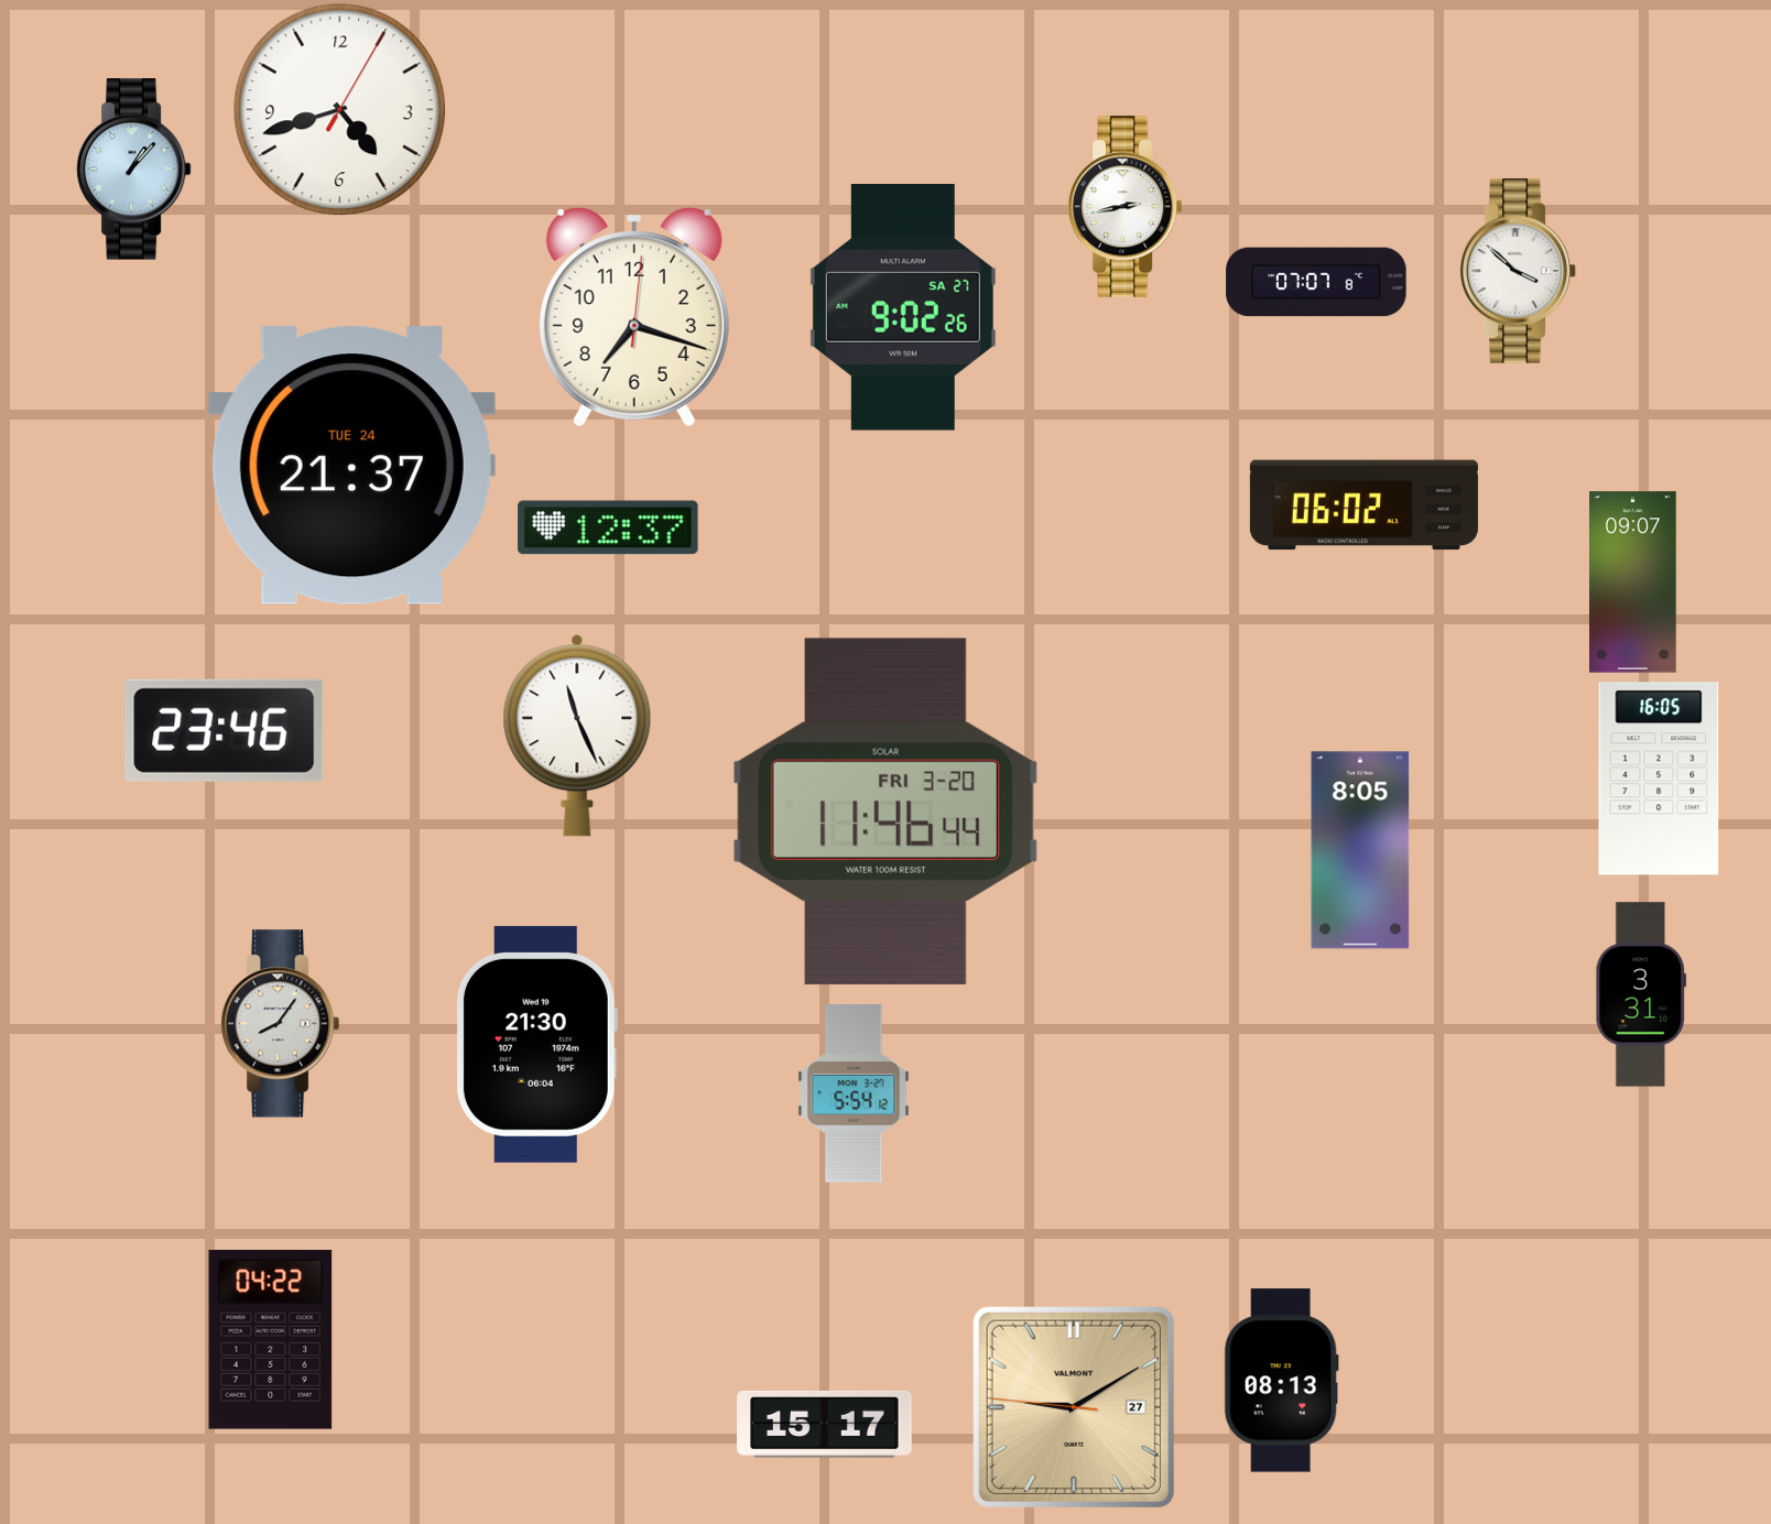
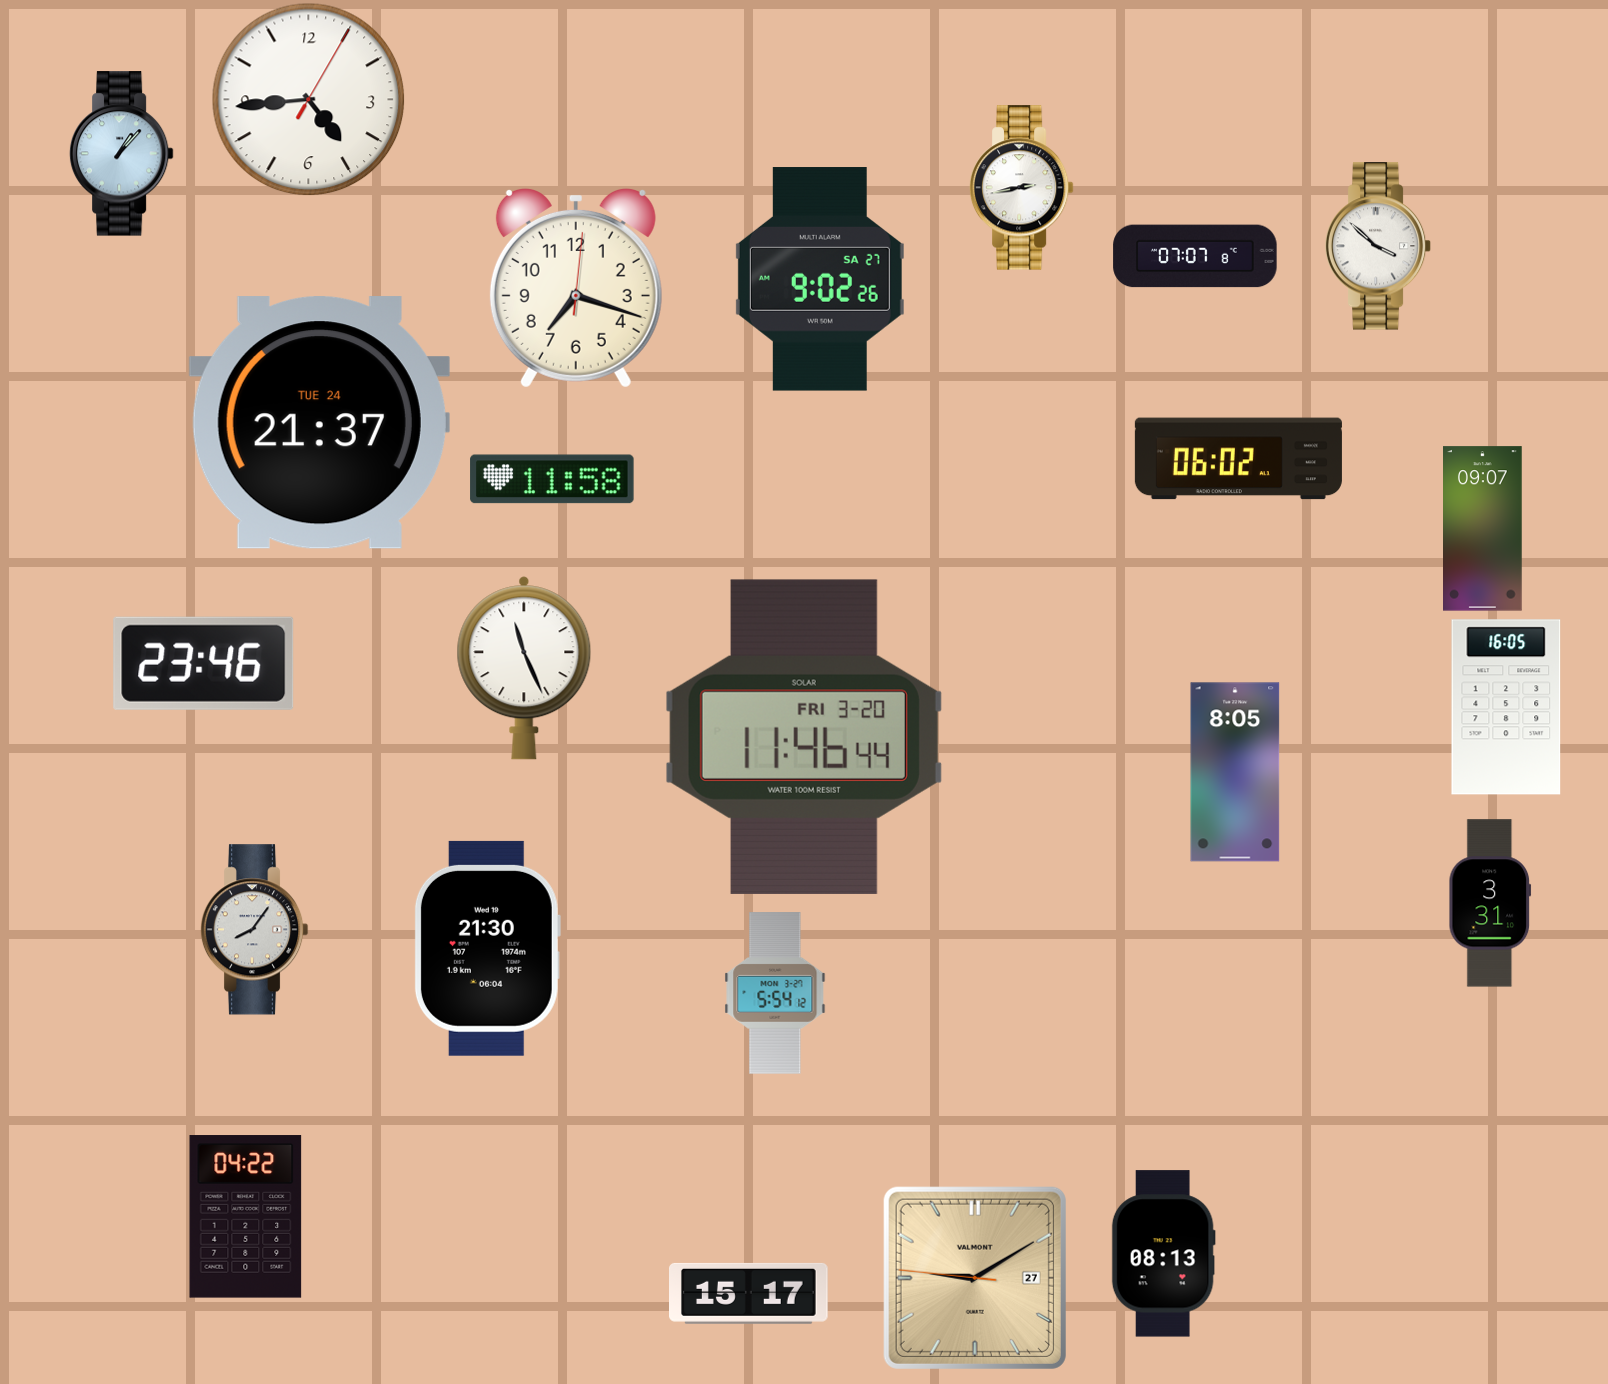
clock at (340, 110): 4:42 -> 4:44
clock at (608, 527): 12:37 -> 11:58
